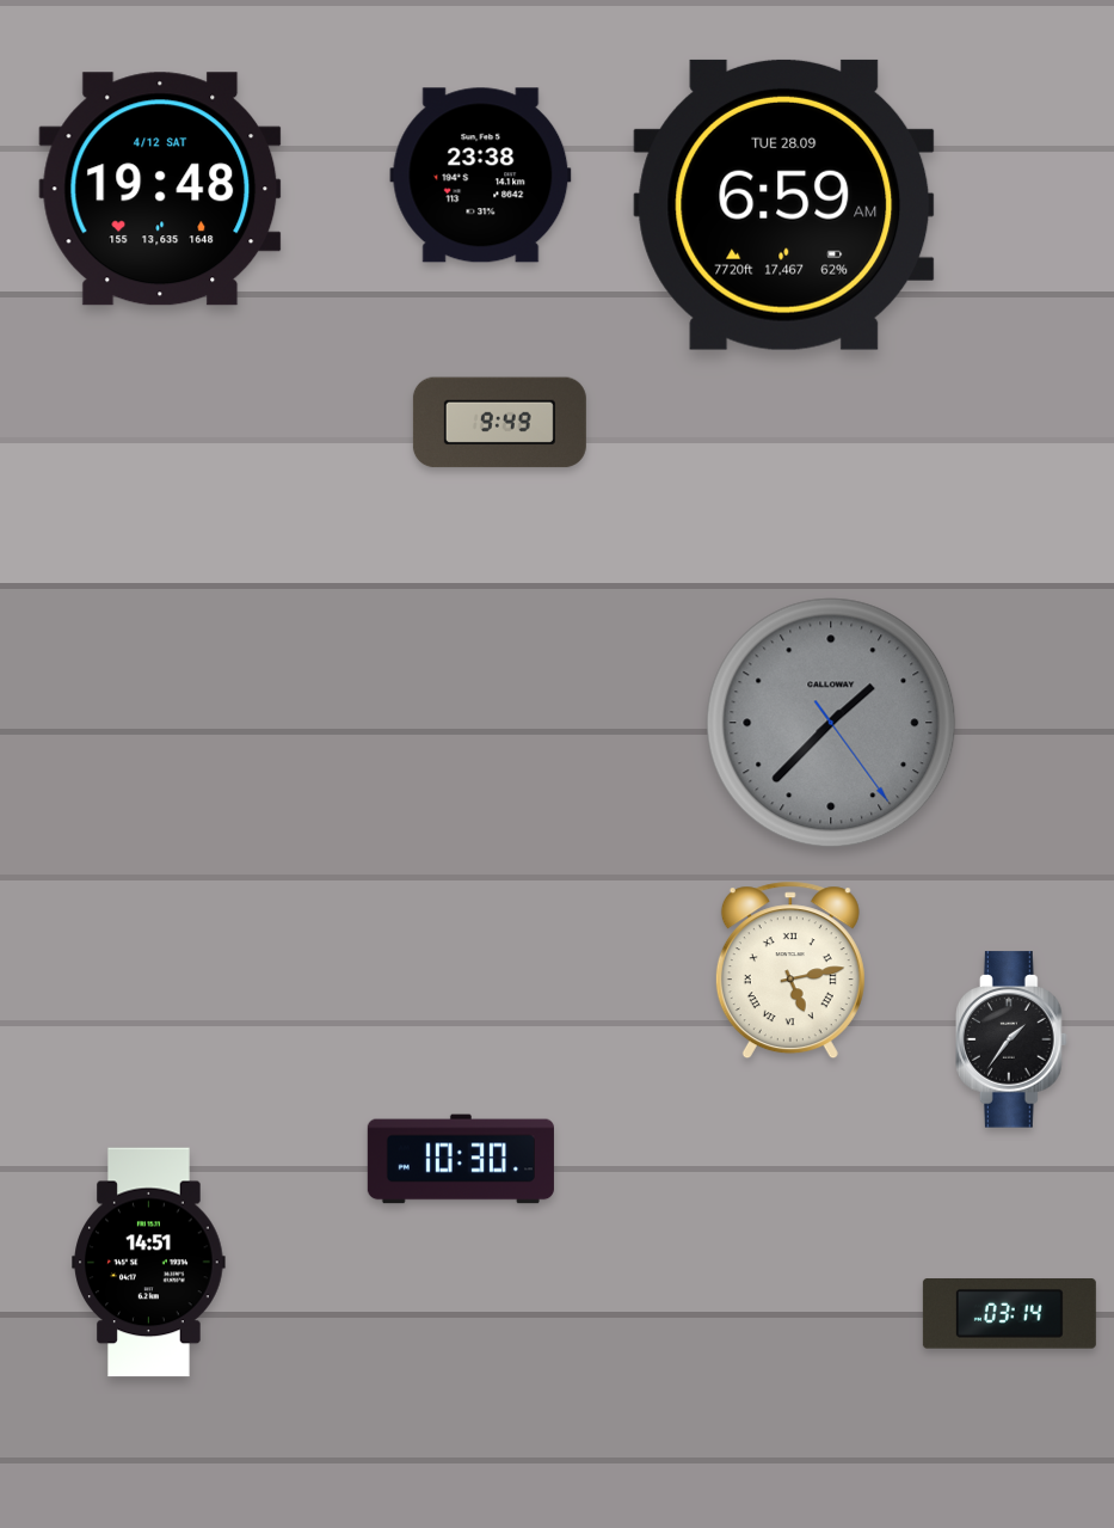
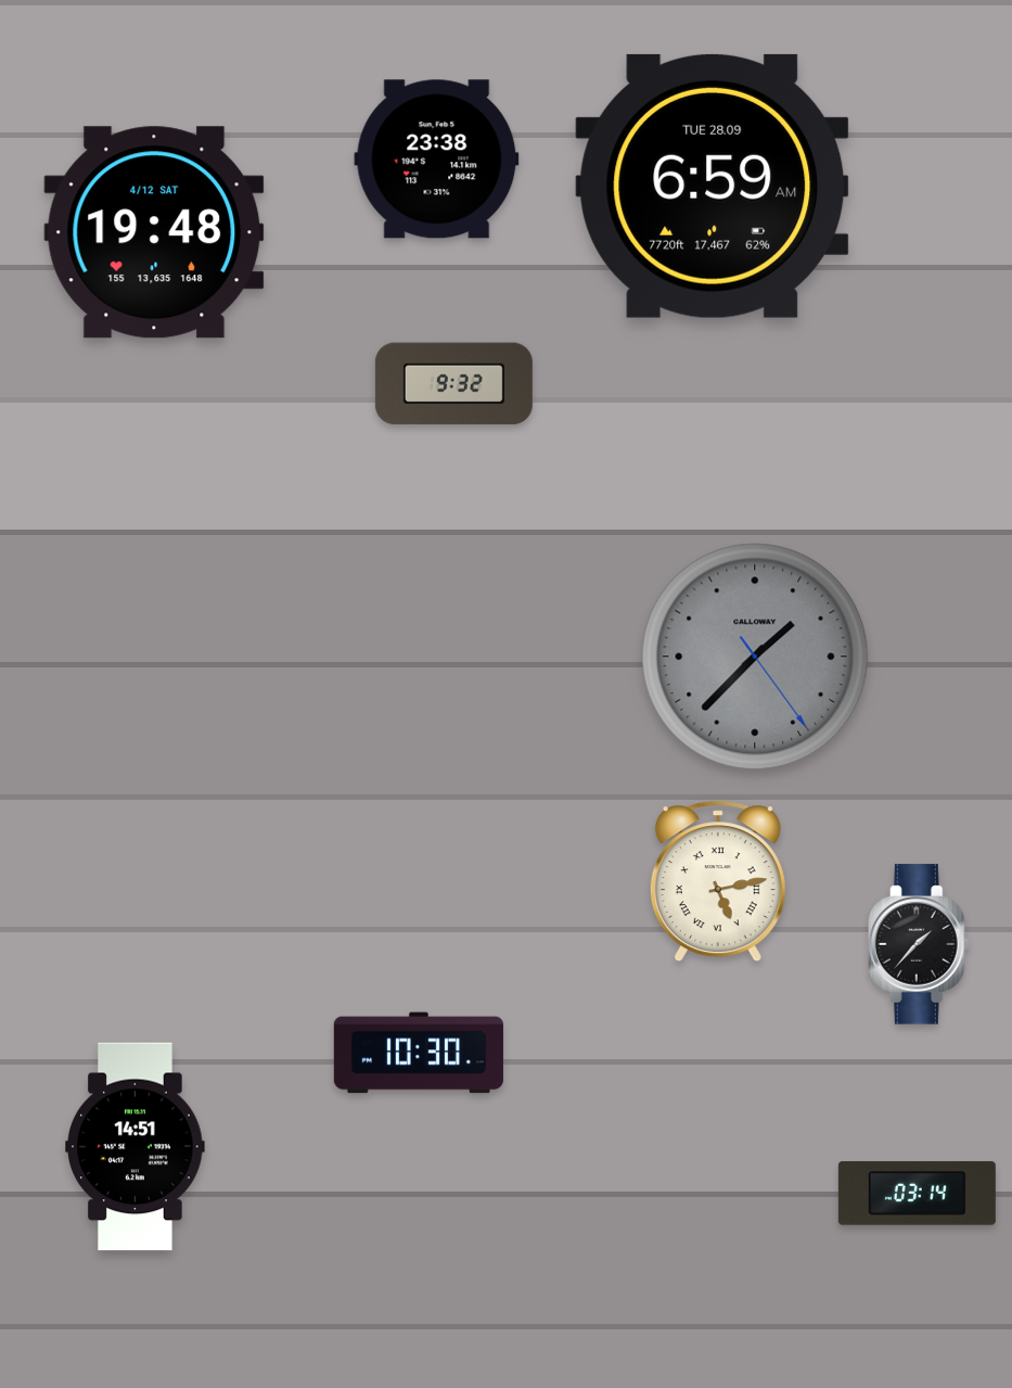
clock at (160, 189) position: (160, 189) -> (154, 232)
clock at (499, 423): 9:49 -> 9:32
clock at (1013, 1039): 1:36 -> 1:37
